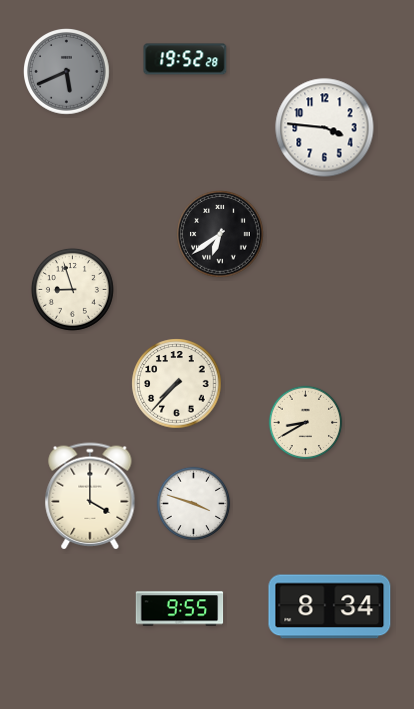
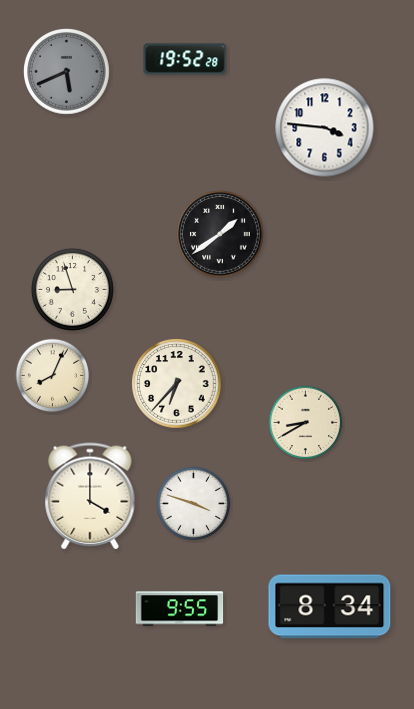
clock at (220, 234): 6:39 -> 1:39
clock at (53, 376): none -> 8:04
clock at (177, 384): 7:37 -> 6:37
